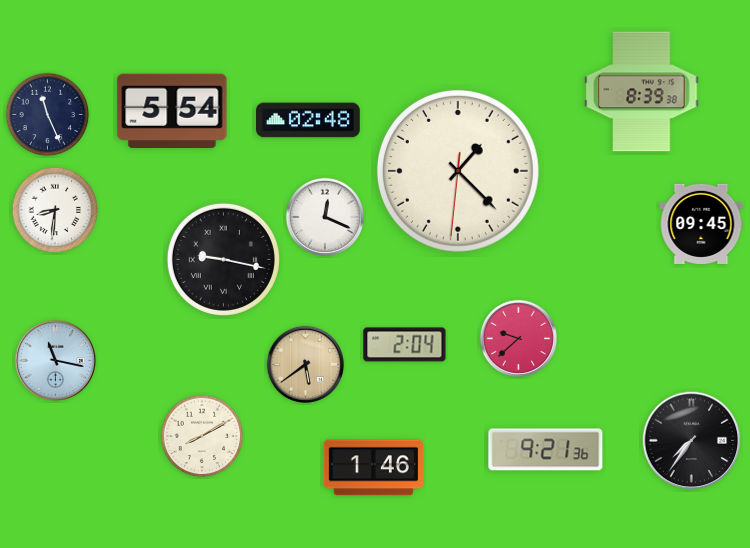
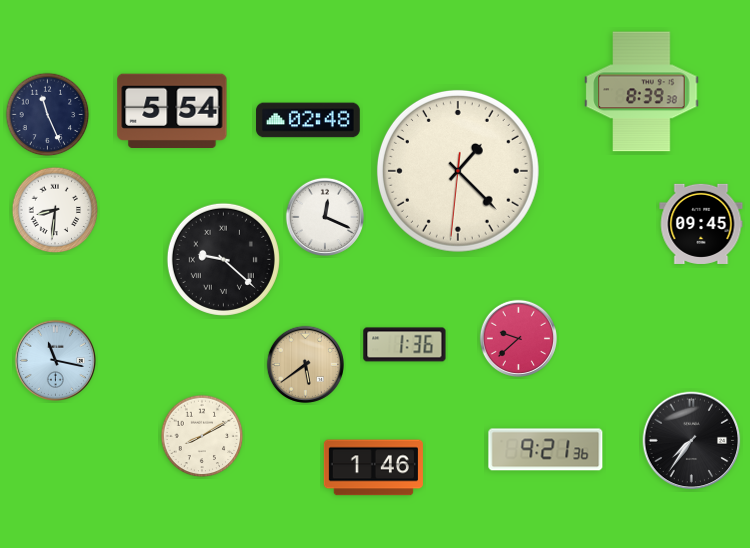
clock at (223, 259): 9:17 -> 9:22
clock at (405, 345): 2:04 -> 1:36
